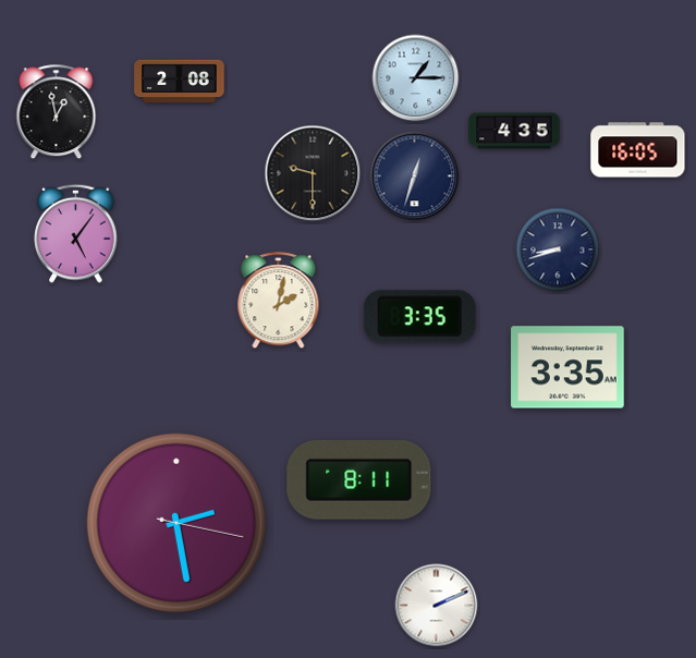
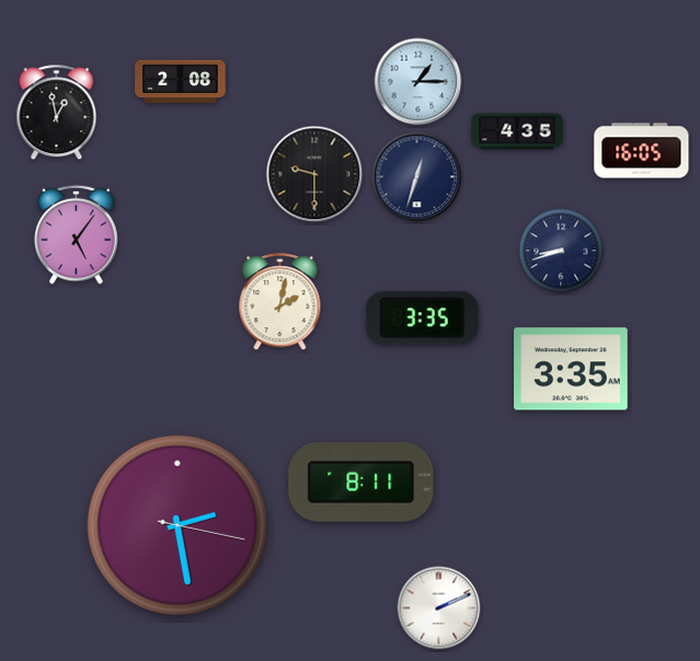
clock at (416, 78) position: (416, 78) -> (418, 82)
